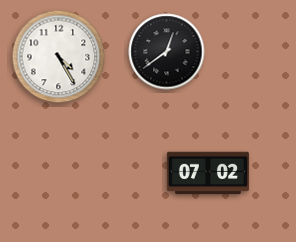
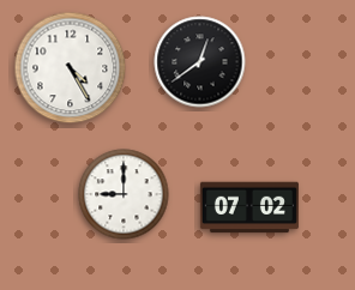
clock at (124, 194): none -> 9:00
